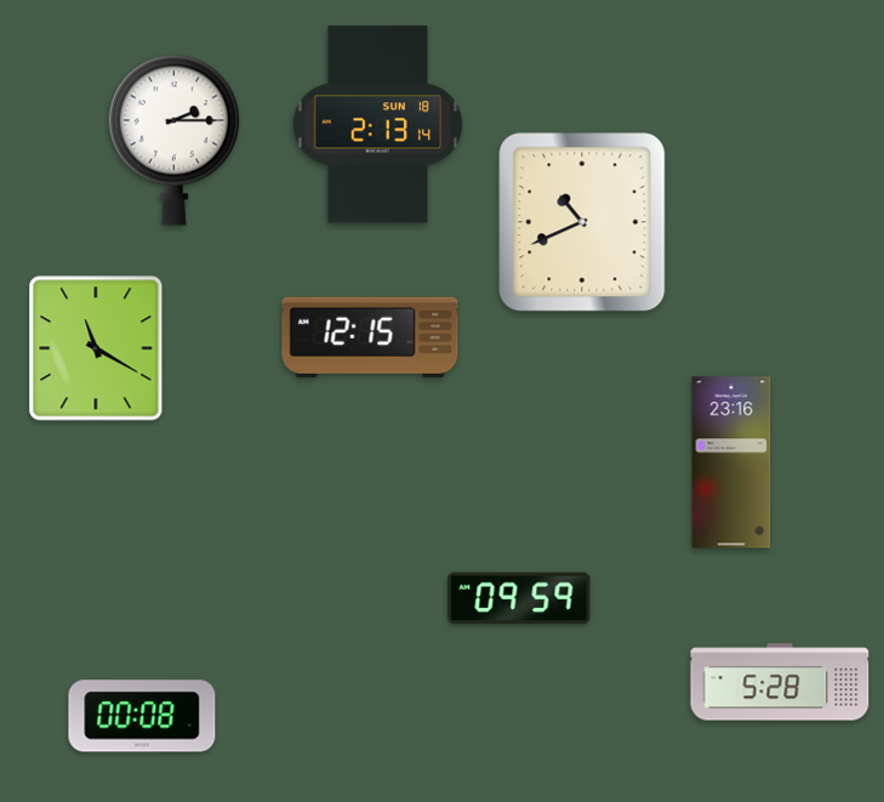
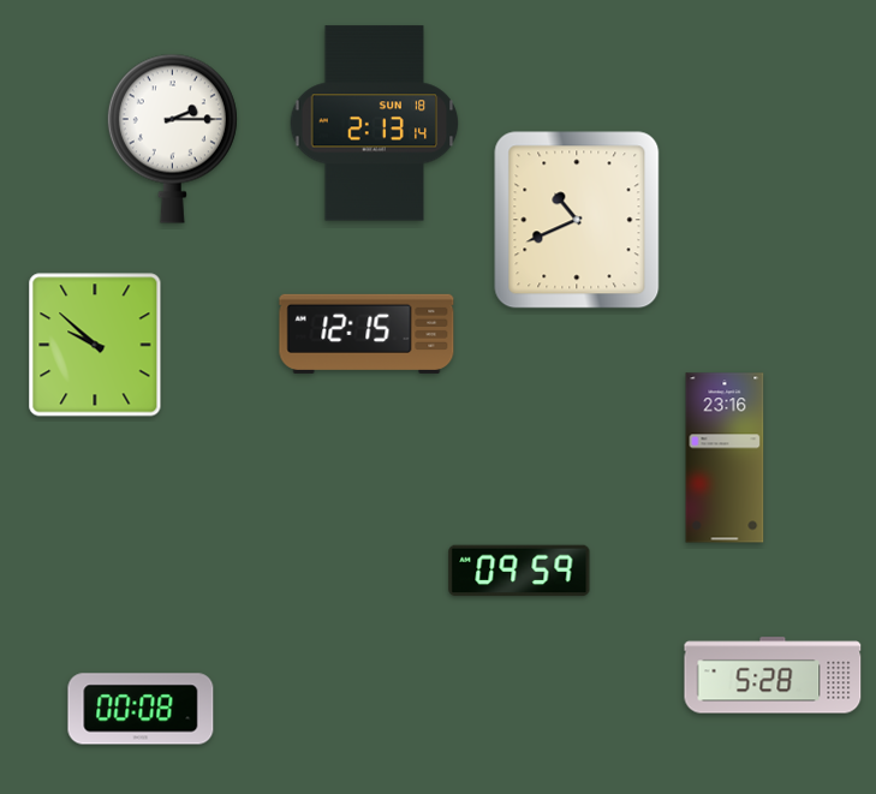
clock at (96, 348): 11:20 -> 9:52
clock at (519, 598) position: (519, 598) -> (519, 571)
